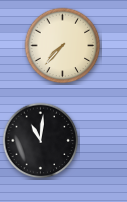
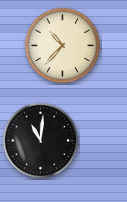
clock at (63, 46): 7:37 -> 10:37
